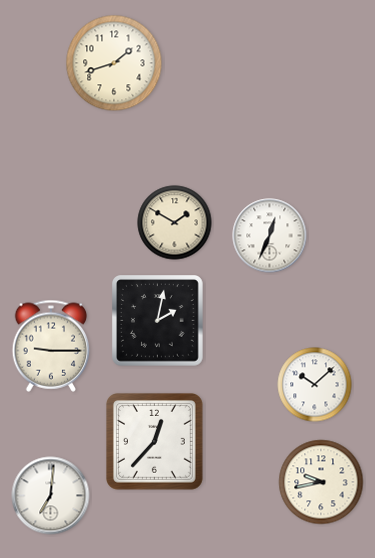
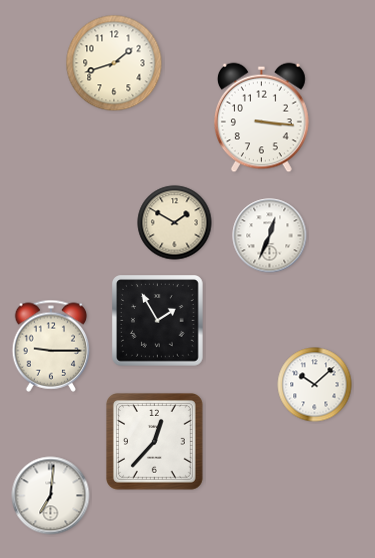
clock at (261, 118): none -> 3:16
clock at (158, 321): 2:02 -> 1:55
clock at (321, 482): 9:43 -> none
